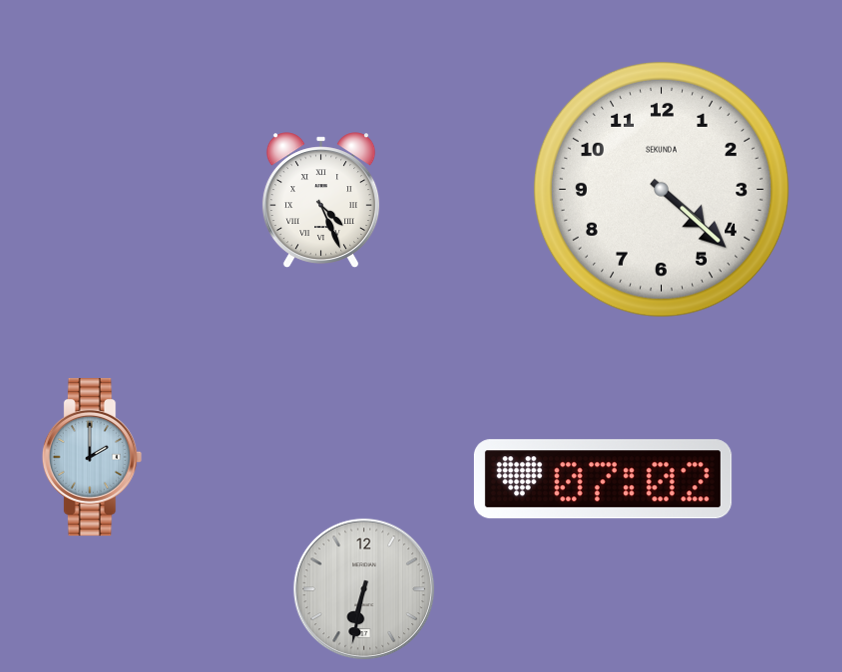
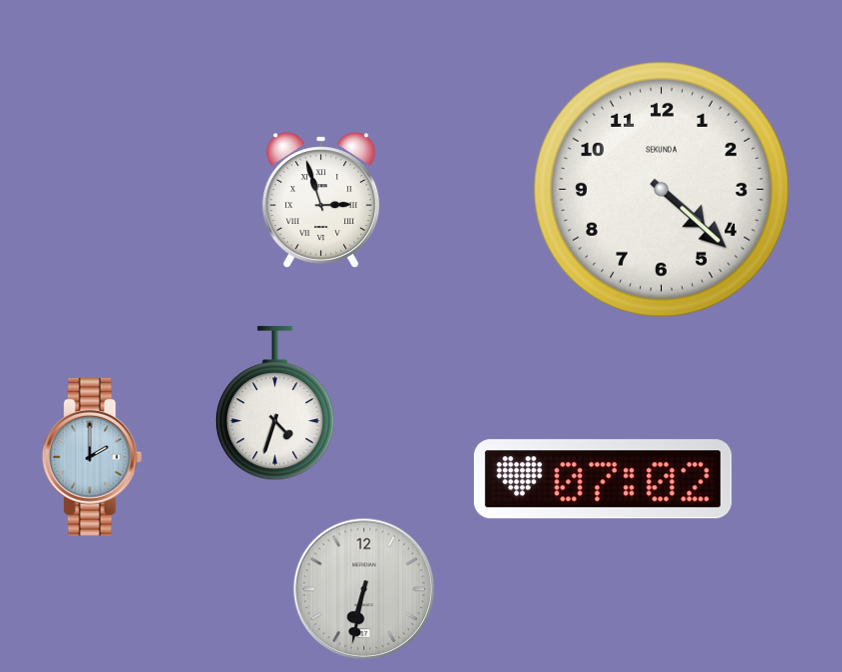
clock at (321, 200): 4:26 -> 2:57
clock at (275, 403): none -> 4:33
